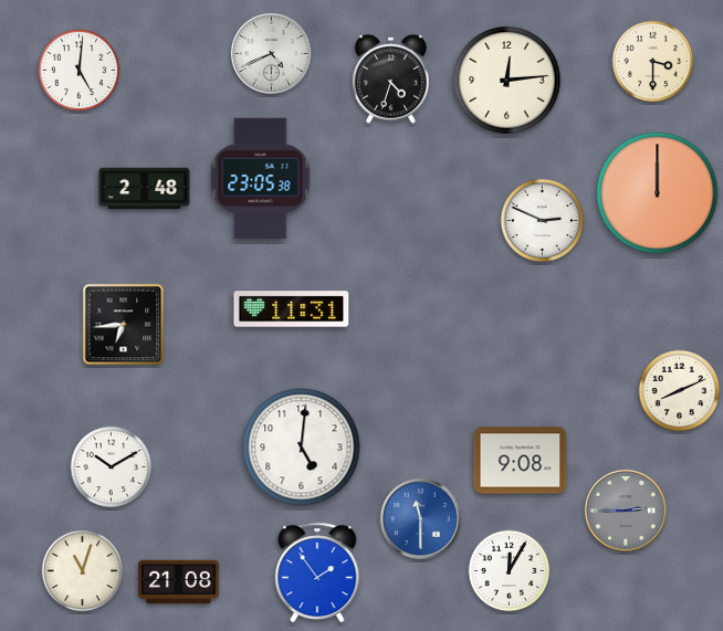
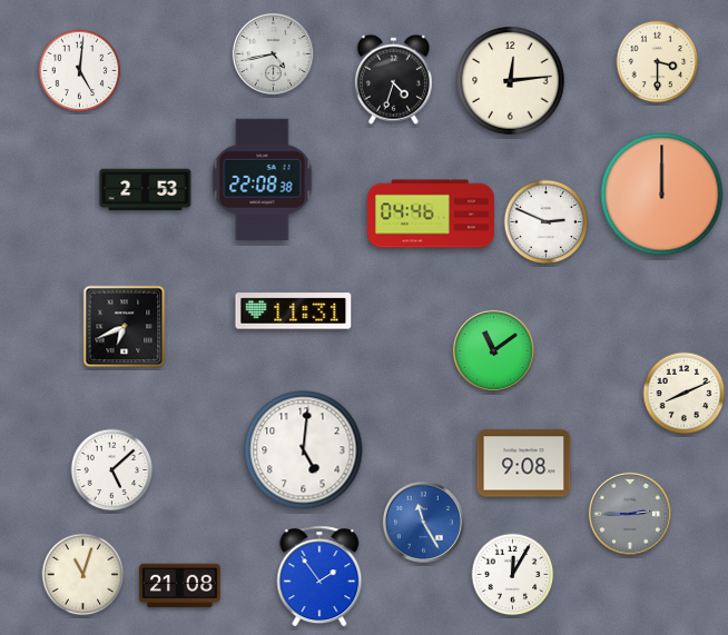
clock at (271, 53): 4:41 -> 4:43
clock at (261, 179): 23:05 -> 22:08
clock at (145, 189): 2:48 -> 2:53
clock at (432, 214): none -> 04:46
clock at (124, 325): 6:44 -> 6:41
clock at (493, 350): none -> 11:09
clock at (112, 467): 10:10 -> 5:08
clock at (420, 518): 11:30 -> 11:25
